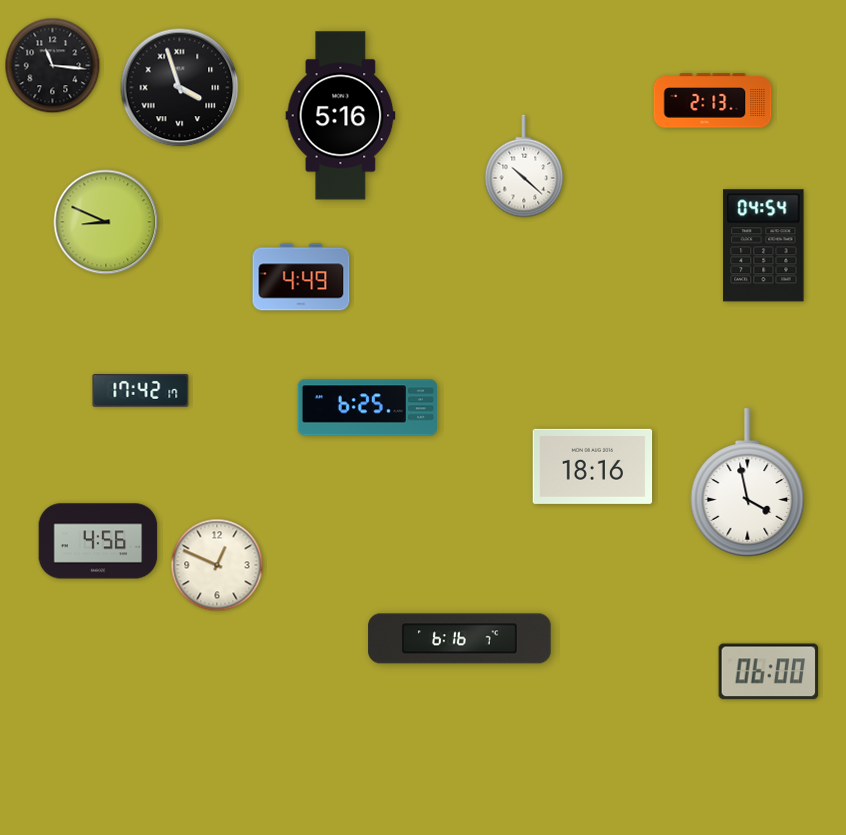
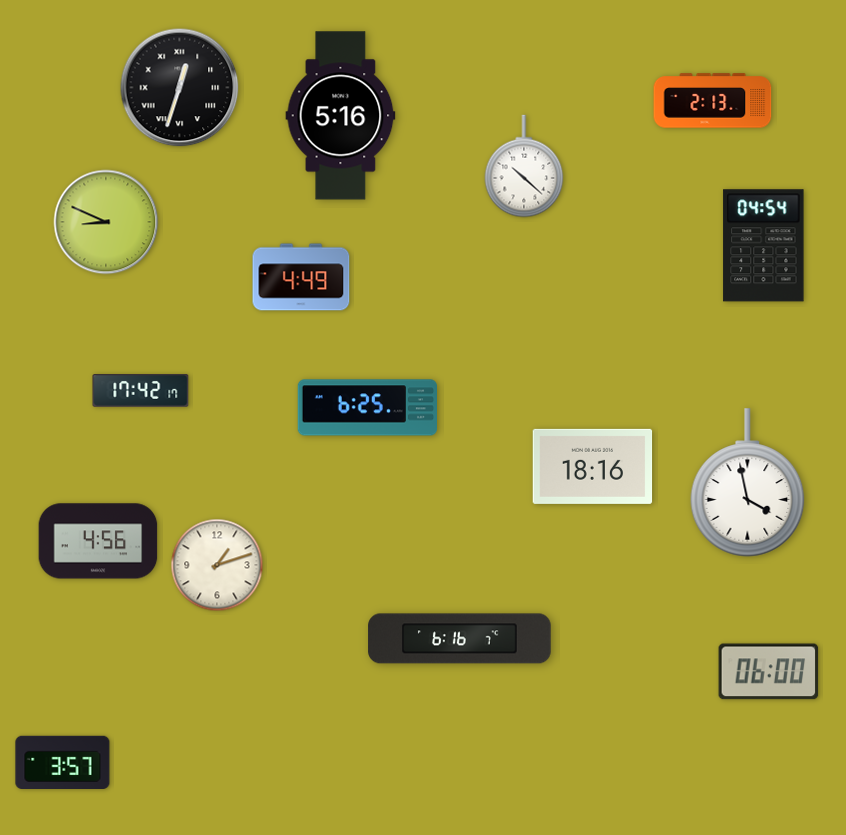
clock at (53, 66): 11:16 -> none
clock at (180, 88): 3:57 -> 12:33
clock at (217, 565): 12:49 -> 1:12
clock at (63, 763): none -> 3:57
